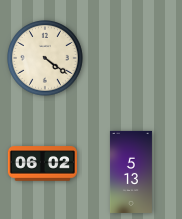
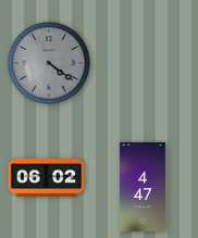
clock at (46, 59) dial: cream -> grey
clock at (131, 172): 5:13 -> 4:47
